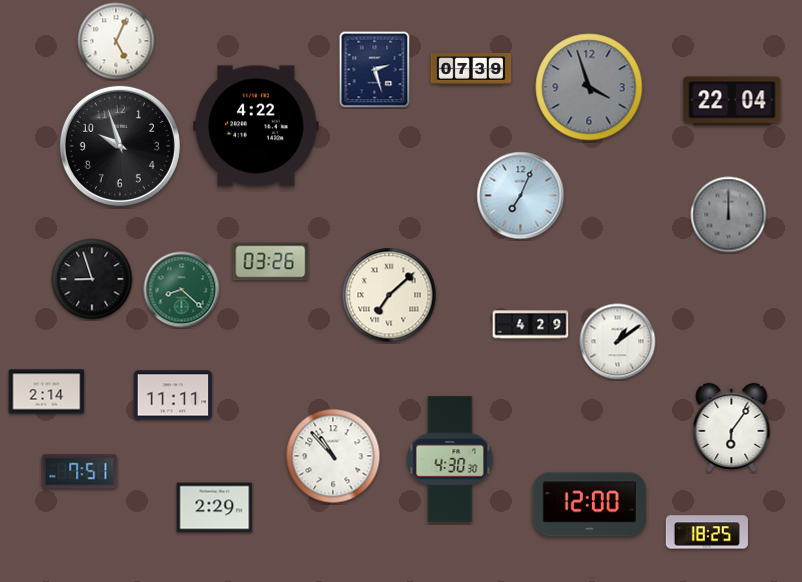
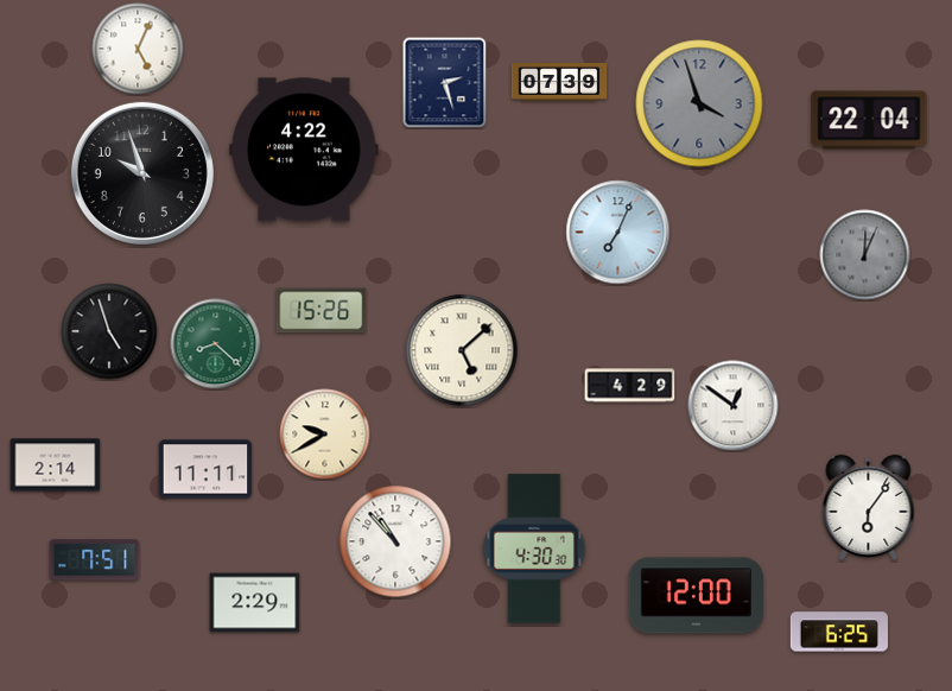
clock at (729, 215): 12:00 -> 12:04
clock at (271, 262): 03:26 -> 15:26
clock at (92, 279): 8:57 -> 4:57
clock at (389, 295): 7:08 -> 5:08
clock at (618, 342): 1:09 -> 12:51
clock at (325, 435): none -> 9:40
clock at (450, 459) position: (450, 459) -> (534, 549)
clock at (589, 505) position: (589, 505) -> (696, 596)
clock at (707, 532): 18:25 -> 6:25
